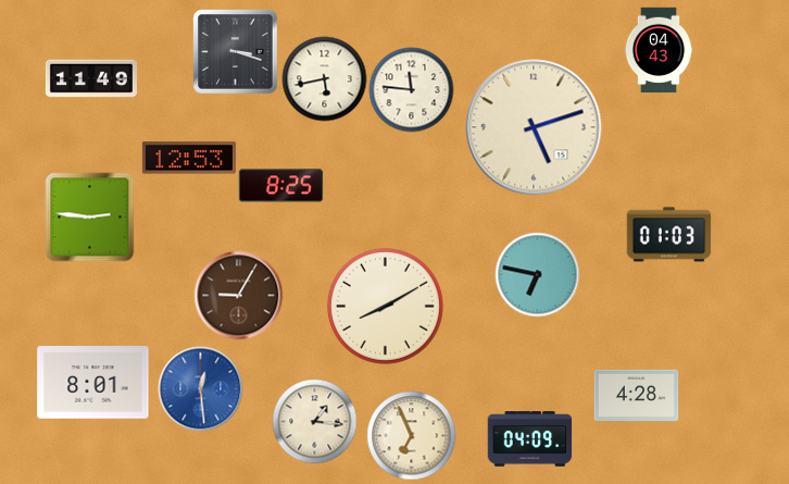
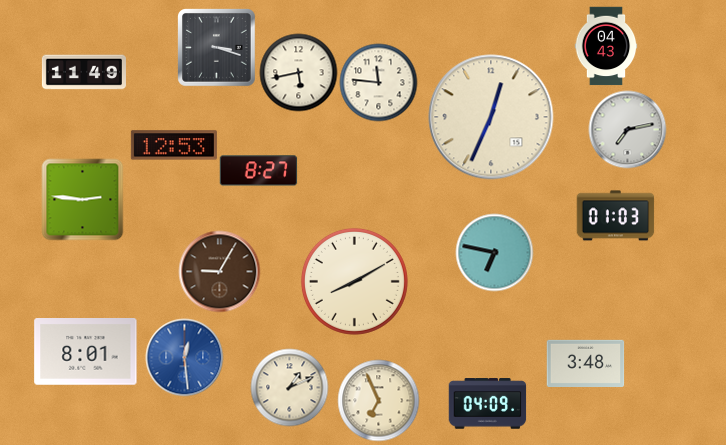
clock at (534, 127): 5:12 -> 12:34
clock at (627, 129): none -> 7:13
clock at (280, 186): 8:25 -> 8:27
clock at (636, 395): 4:28 -> 3:48
clock at (314, 421): 1:16 -> 1:11
